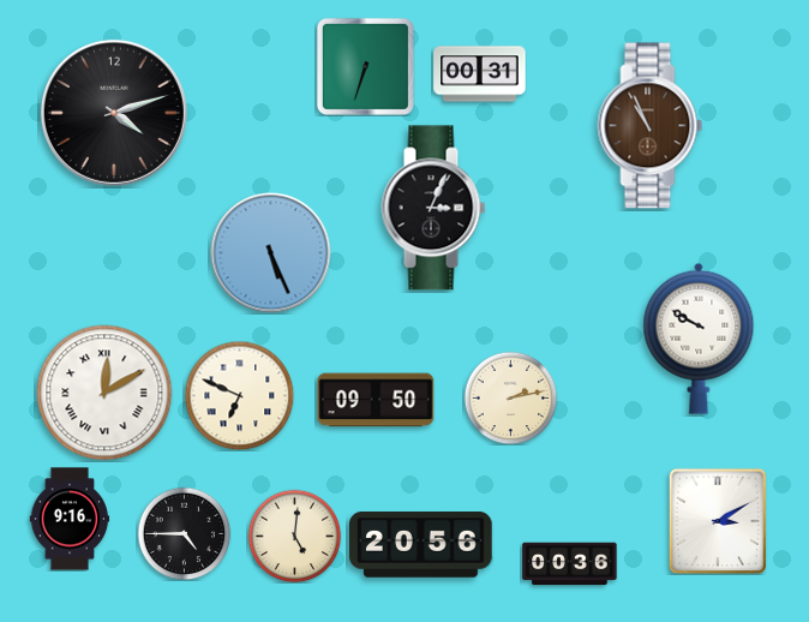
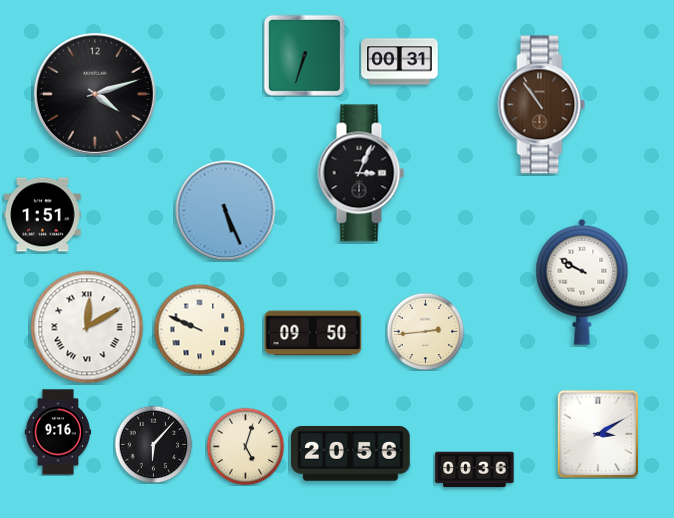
clock at (651, 126): 10:56 -> 10:54
clock at (43, 215): none -> 1:51
clock at (239, 395): 6:49 -> 9:49
clock at (510, 397): 2:13 -> 2:44
clock at (184, 533): 4:45 -> 6:07
clock at (294, 536): 5:01 -> 5:03
